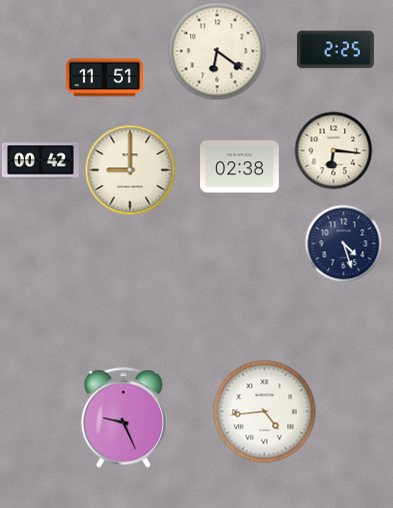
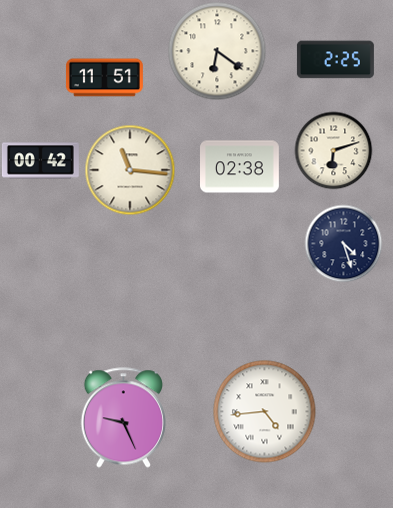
clock at (335, 50) position: (335, 50) -> (335, 60)
clock at (333, 150): 6:16 -> 6:12
clock at (130, 170): 9:00 -> 11:16
